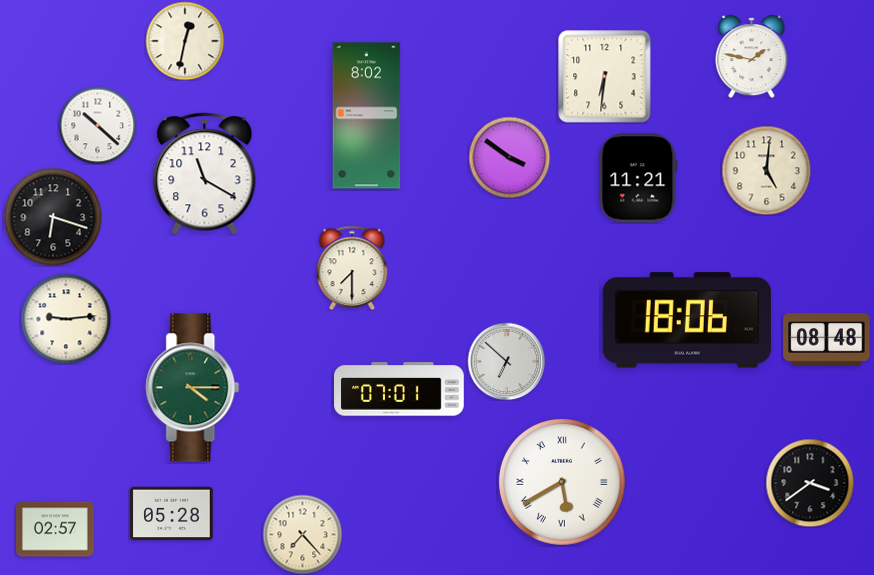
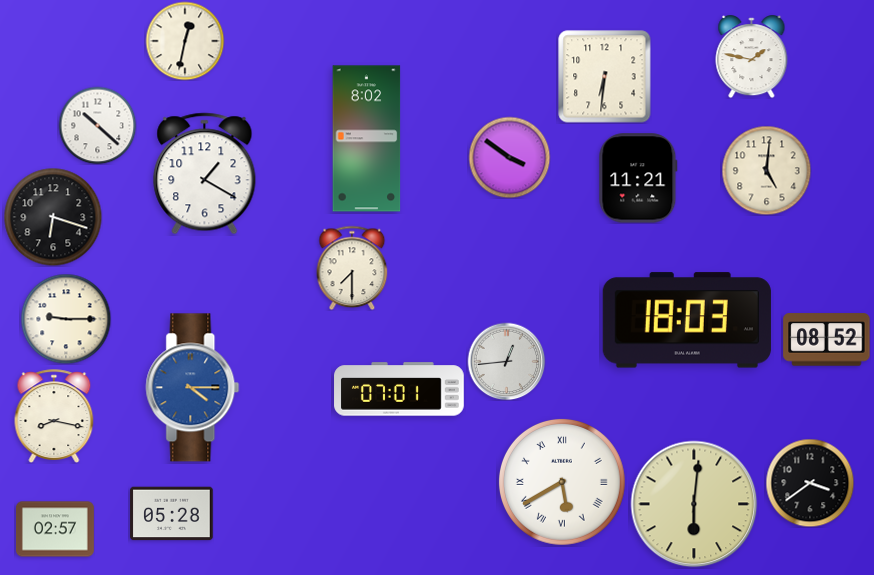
clock at (367, 116) position: (367, 116) -> (367, 139)
clock at (205, 174): 11:20 -> 1:20
clock at (66, 319): 9:14 -> 9:15
clock at (687, 320): 18:06 -> 18:03
clock at (827, 340): 08:48 -> 08:52
clock at (506, 361): 6:52 -> 12:44
clock at (193, 388) dial: green -> blue
clock at (54, 416): none -> 8:17
clock at (694, 504): none -> 6:01
clock at (302, 534): 7:23 -> none
